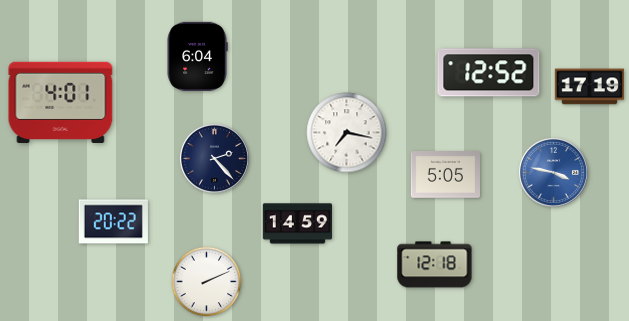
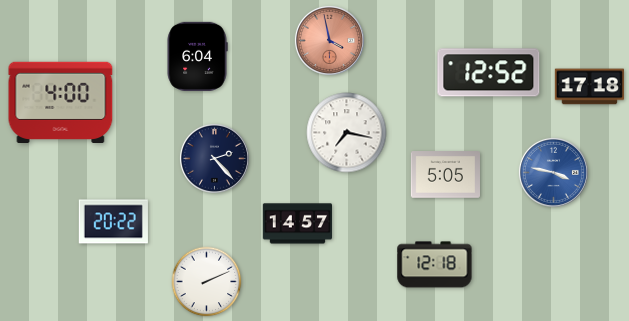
clock at (329, 40): none -> 3:58
clock at (589, 87): 17:19 -> 17:18
clock at (61, 102): 4:01 -> 4:00
clock at (297, 224): 14:59 -> 14:57
